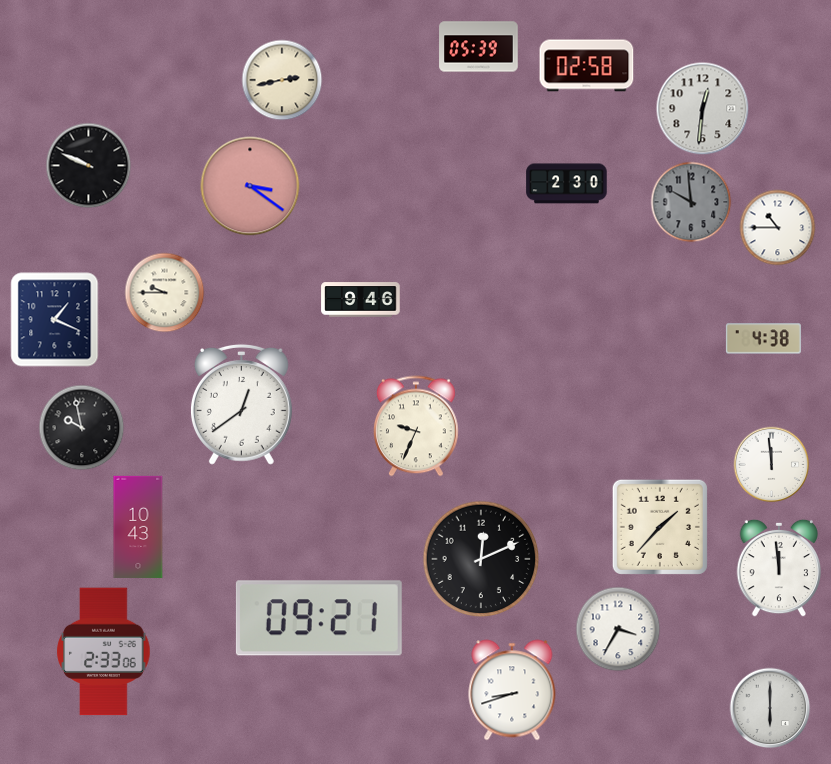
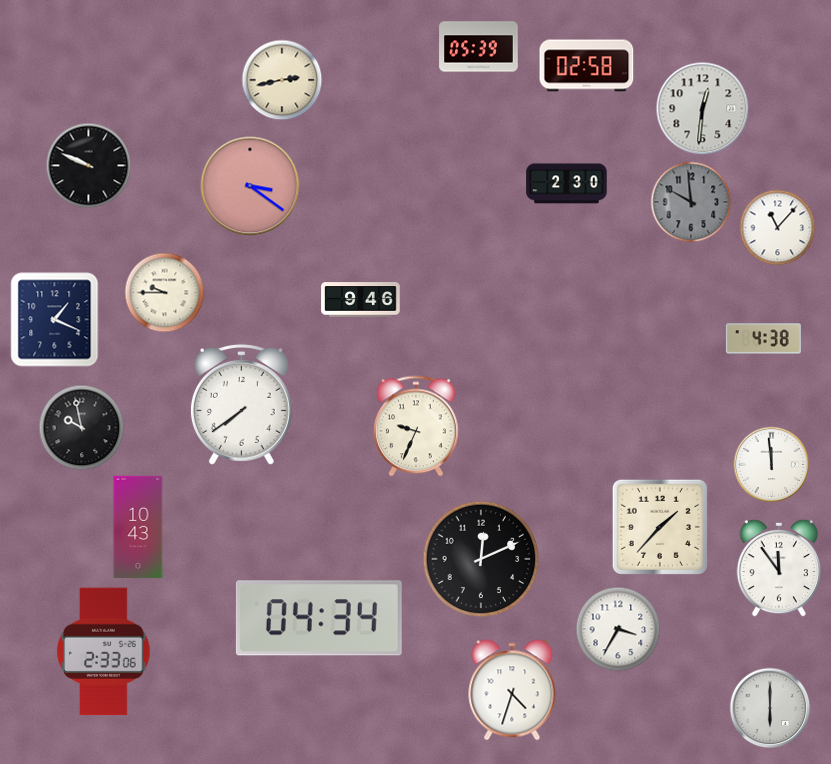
clock at (778, 228): 10:45 -> 11:07
clock at (241, 404): 12:39 -> 7:39
clock at (778, 568): 11:59 -> 11:54
clock at (319, 618): 09:21 -> 04:34
clock at (512, 690): 8:42 -> 4:33
